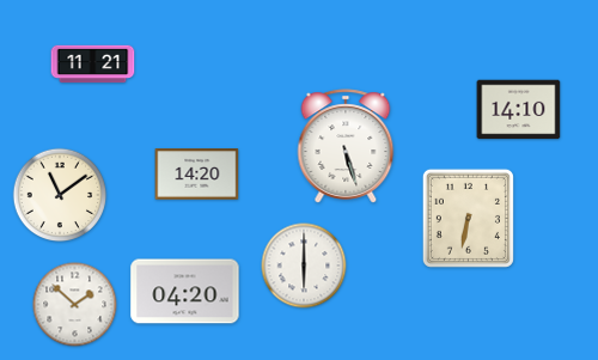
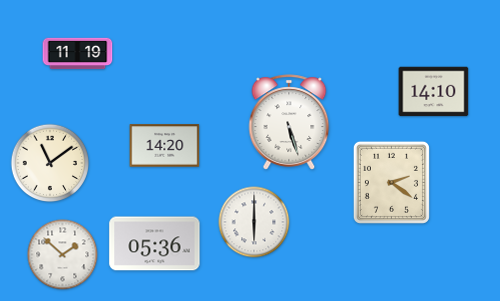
clock at (93, 65): 11:21 -> 11:19
clock at (468, 218): 6:32 -> 2:21
clock at (185, 292): 04:20 -> 05:36
